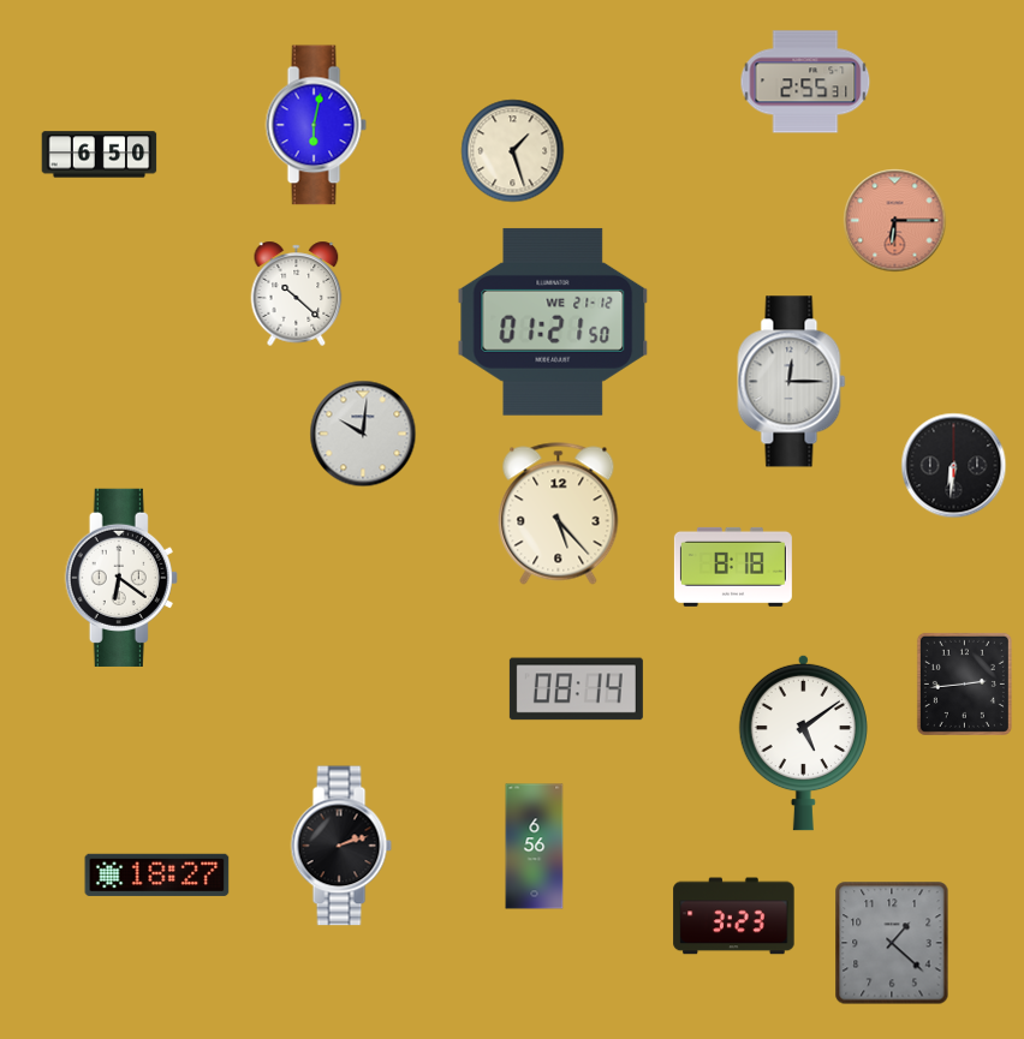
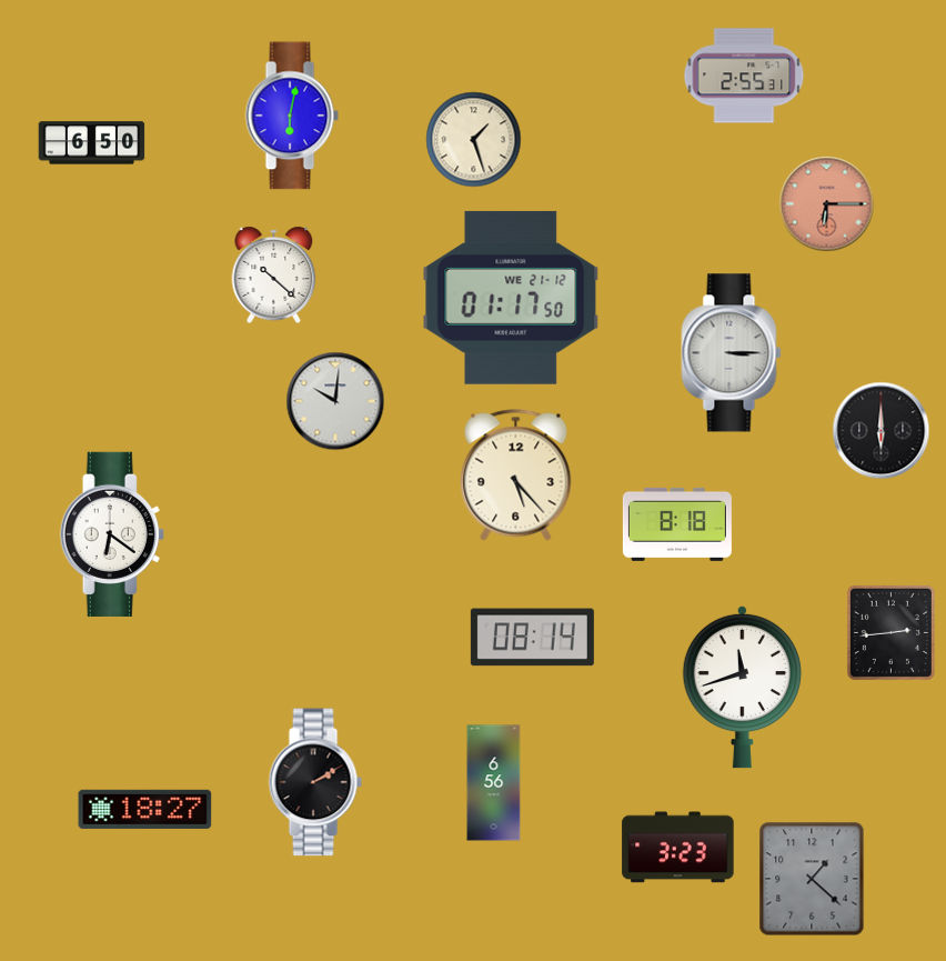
clock at (297, 293) position: (297, 293) -> (274, 274)
clock at (553, 322): 01:21 -> 01:17
clock at (792, 382): 12:15 -> 3:15
clock at (954, 466): 6:31 -> 6:00
clock at (803, 742): 5:09 -> 11:42
clock at (341, 846): 2:12 -> 2:10
clock at (892, 943) position: (892, 943) -> (812, 879)
